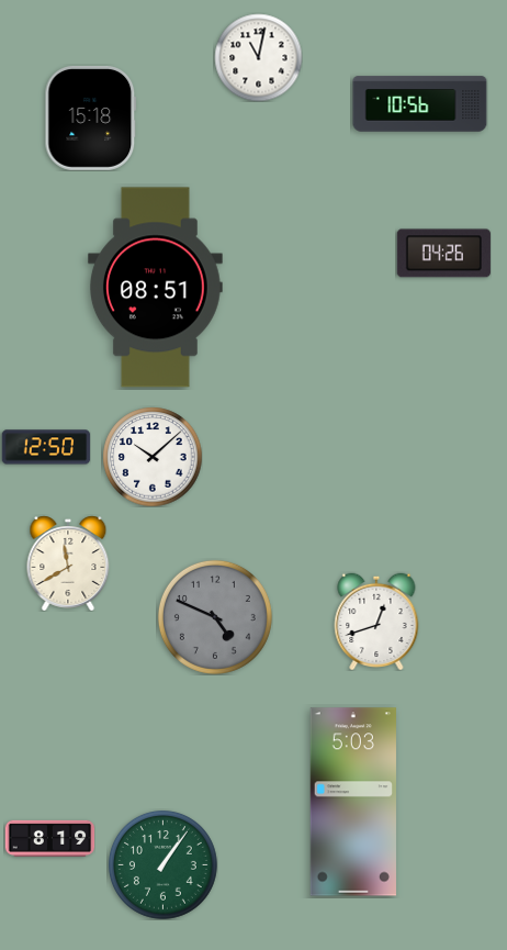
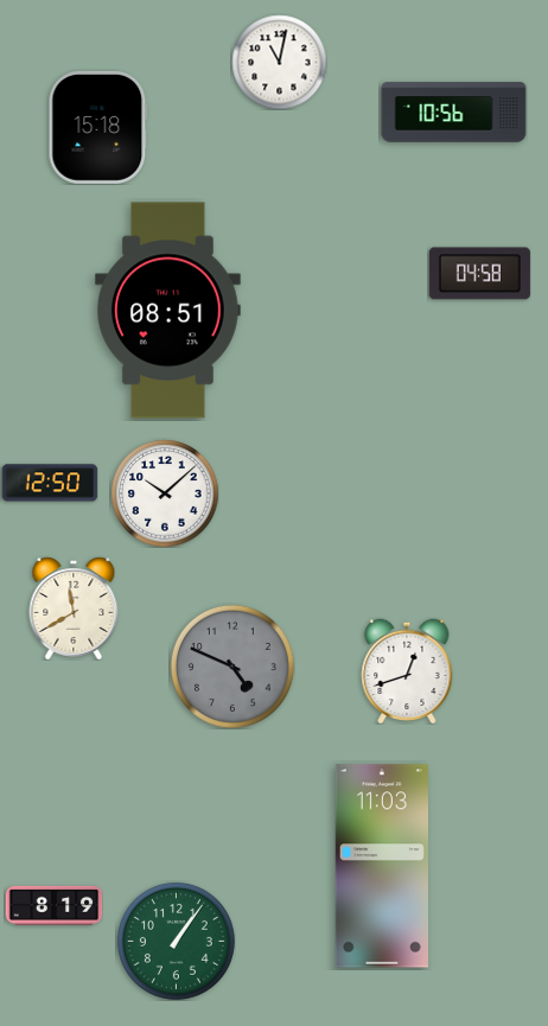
clock at (443, 254): 04:26 -> 04:58
clock at (353, 802): 5:03 -> 11:03
clock at (162, 864) position: (162, 864) -> (176, 941)
